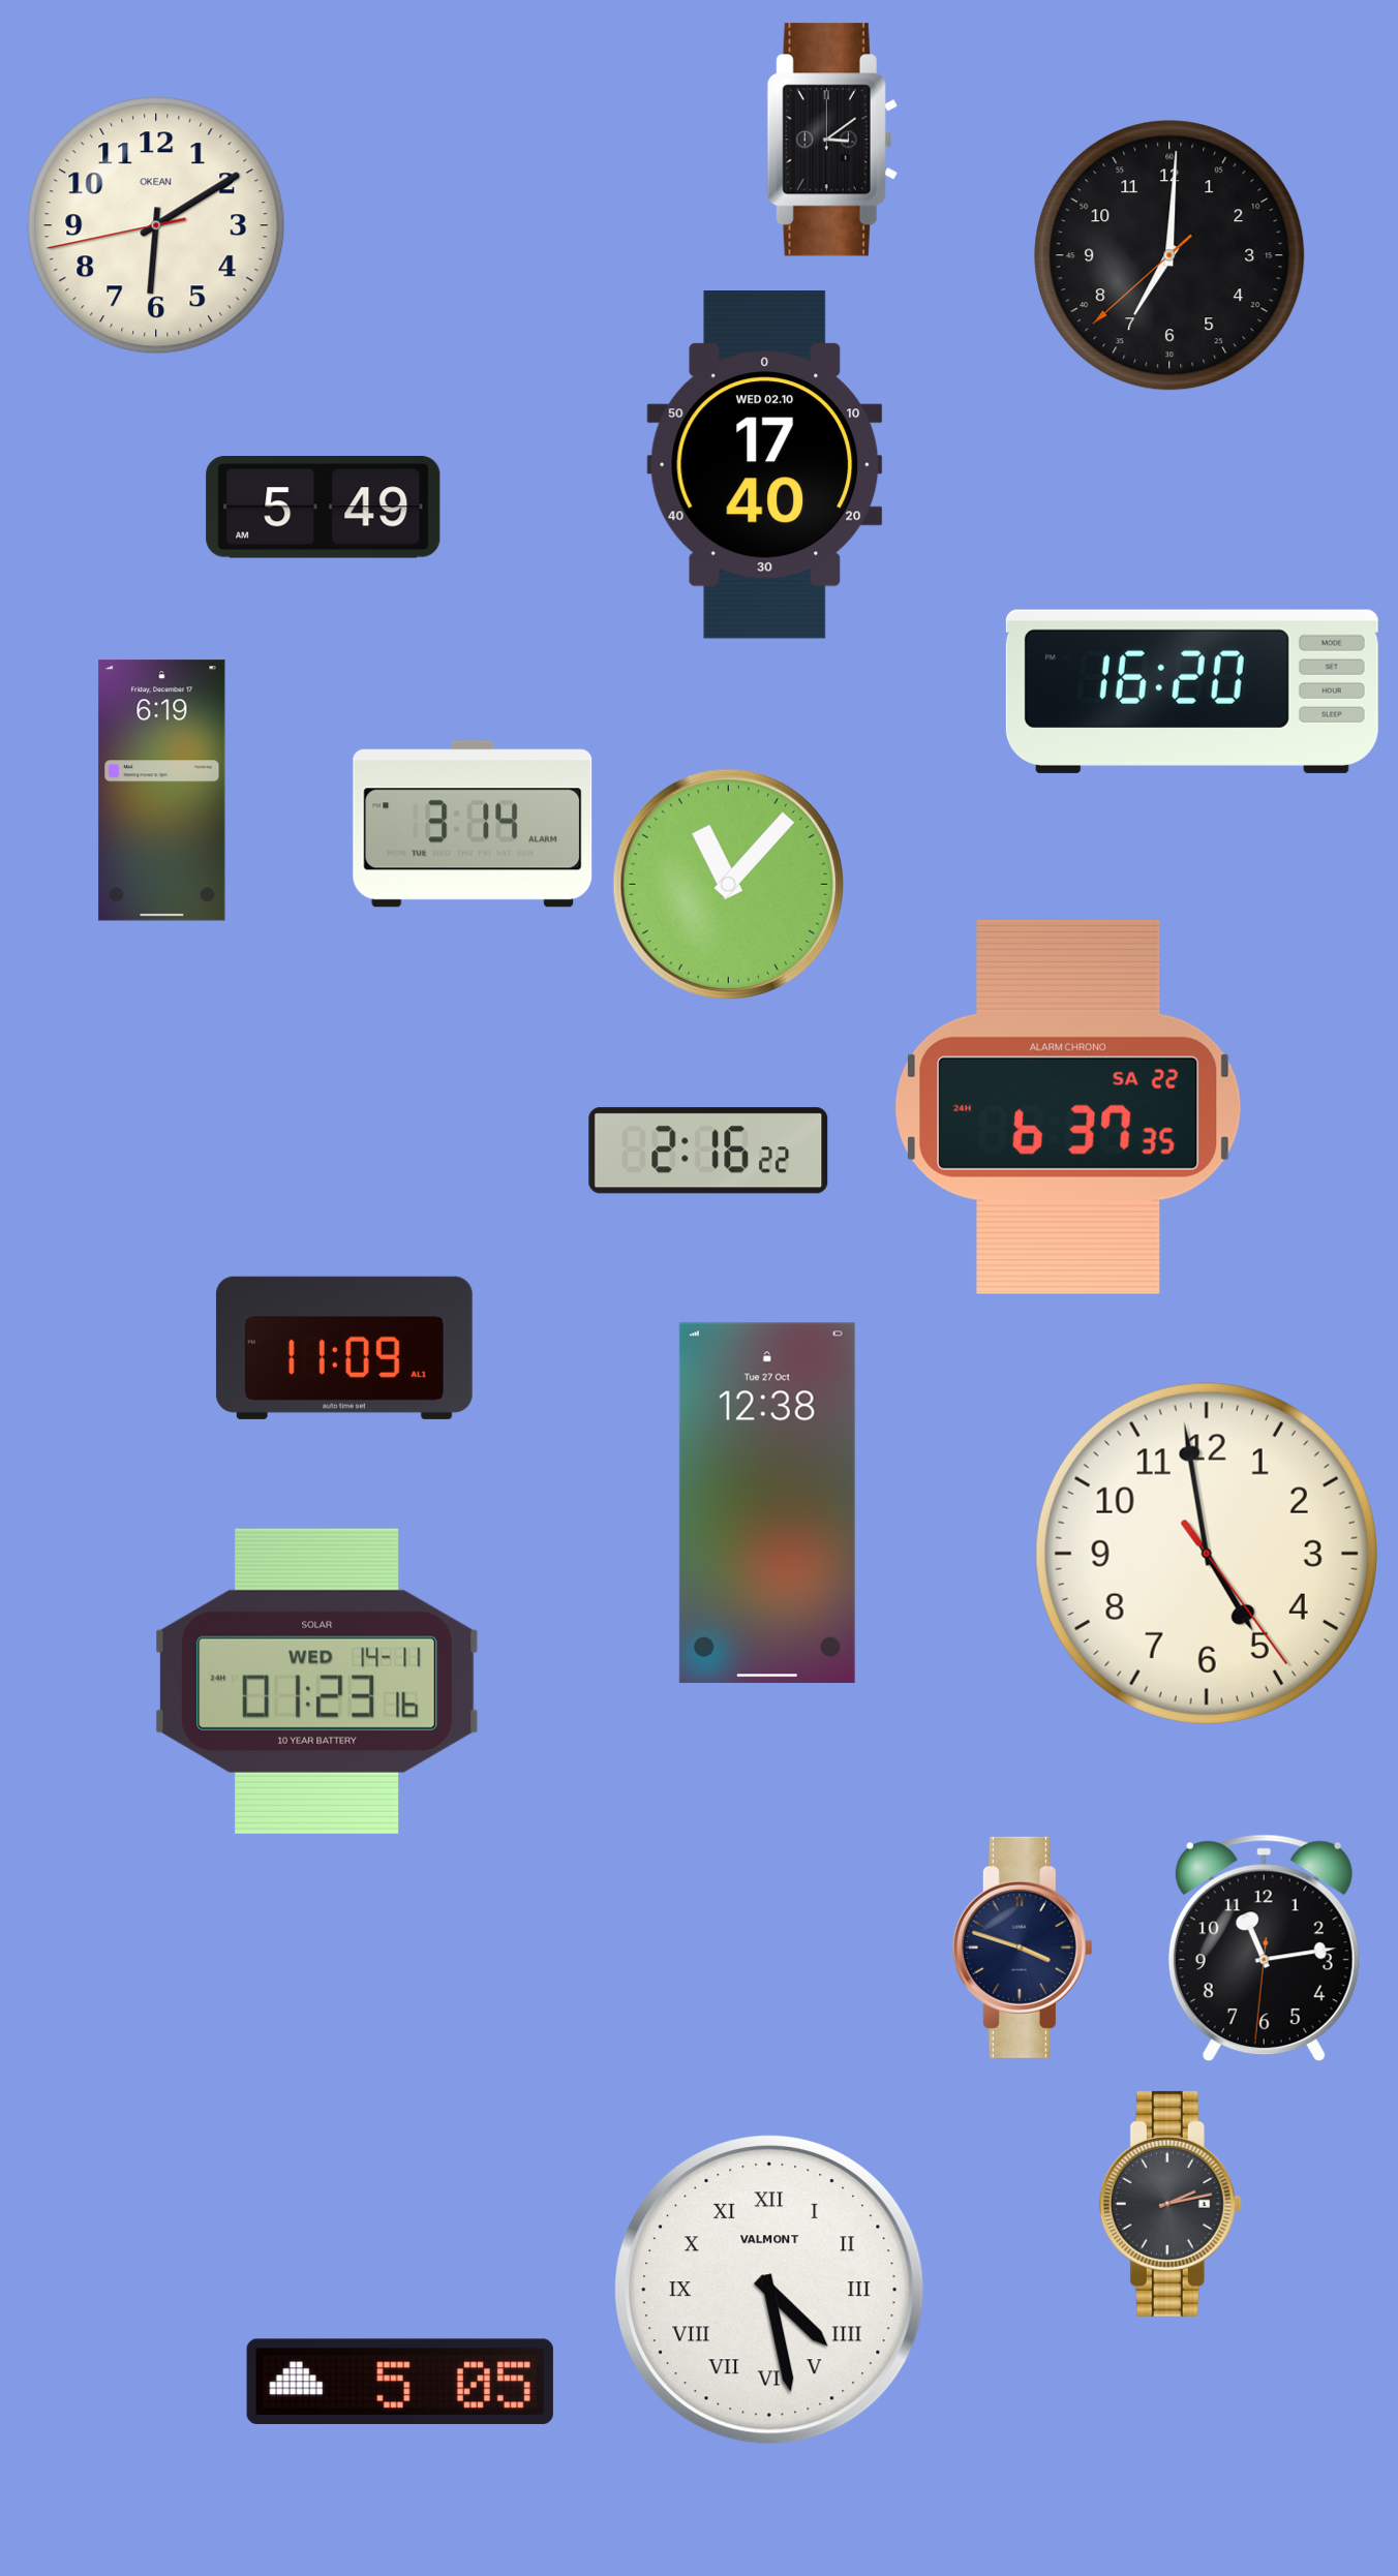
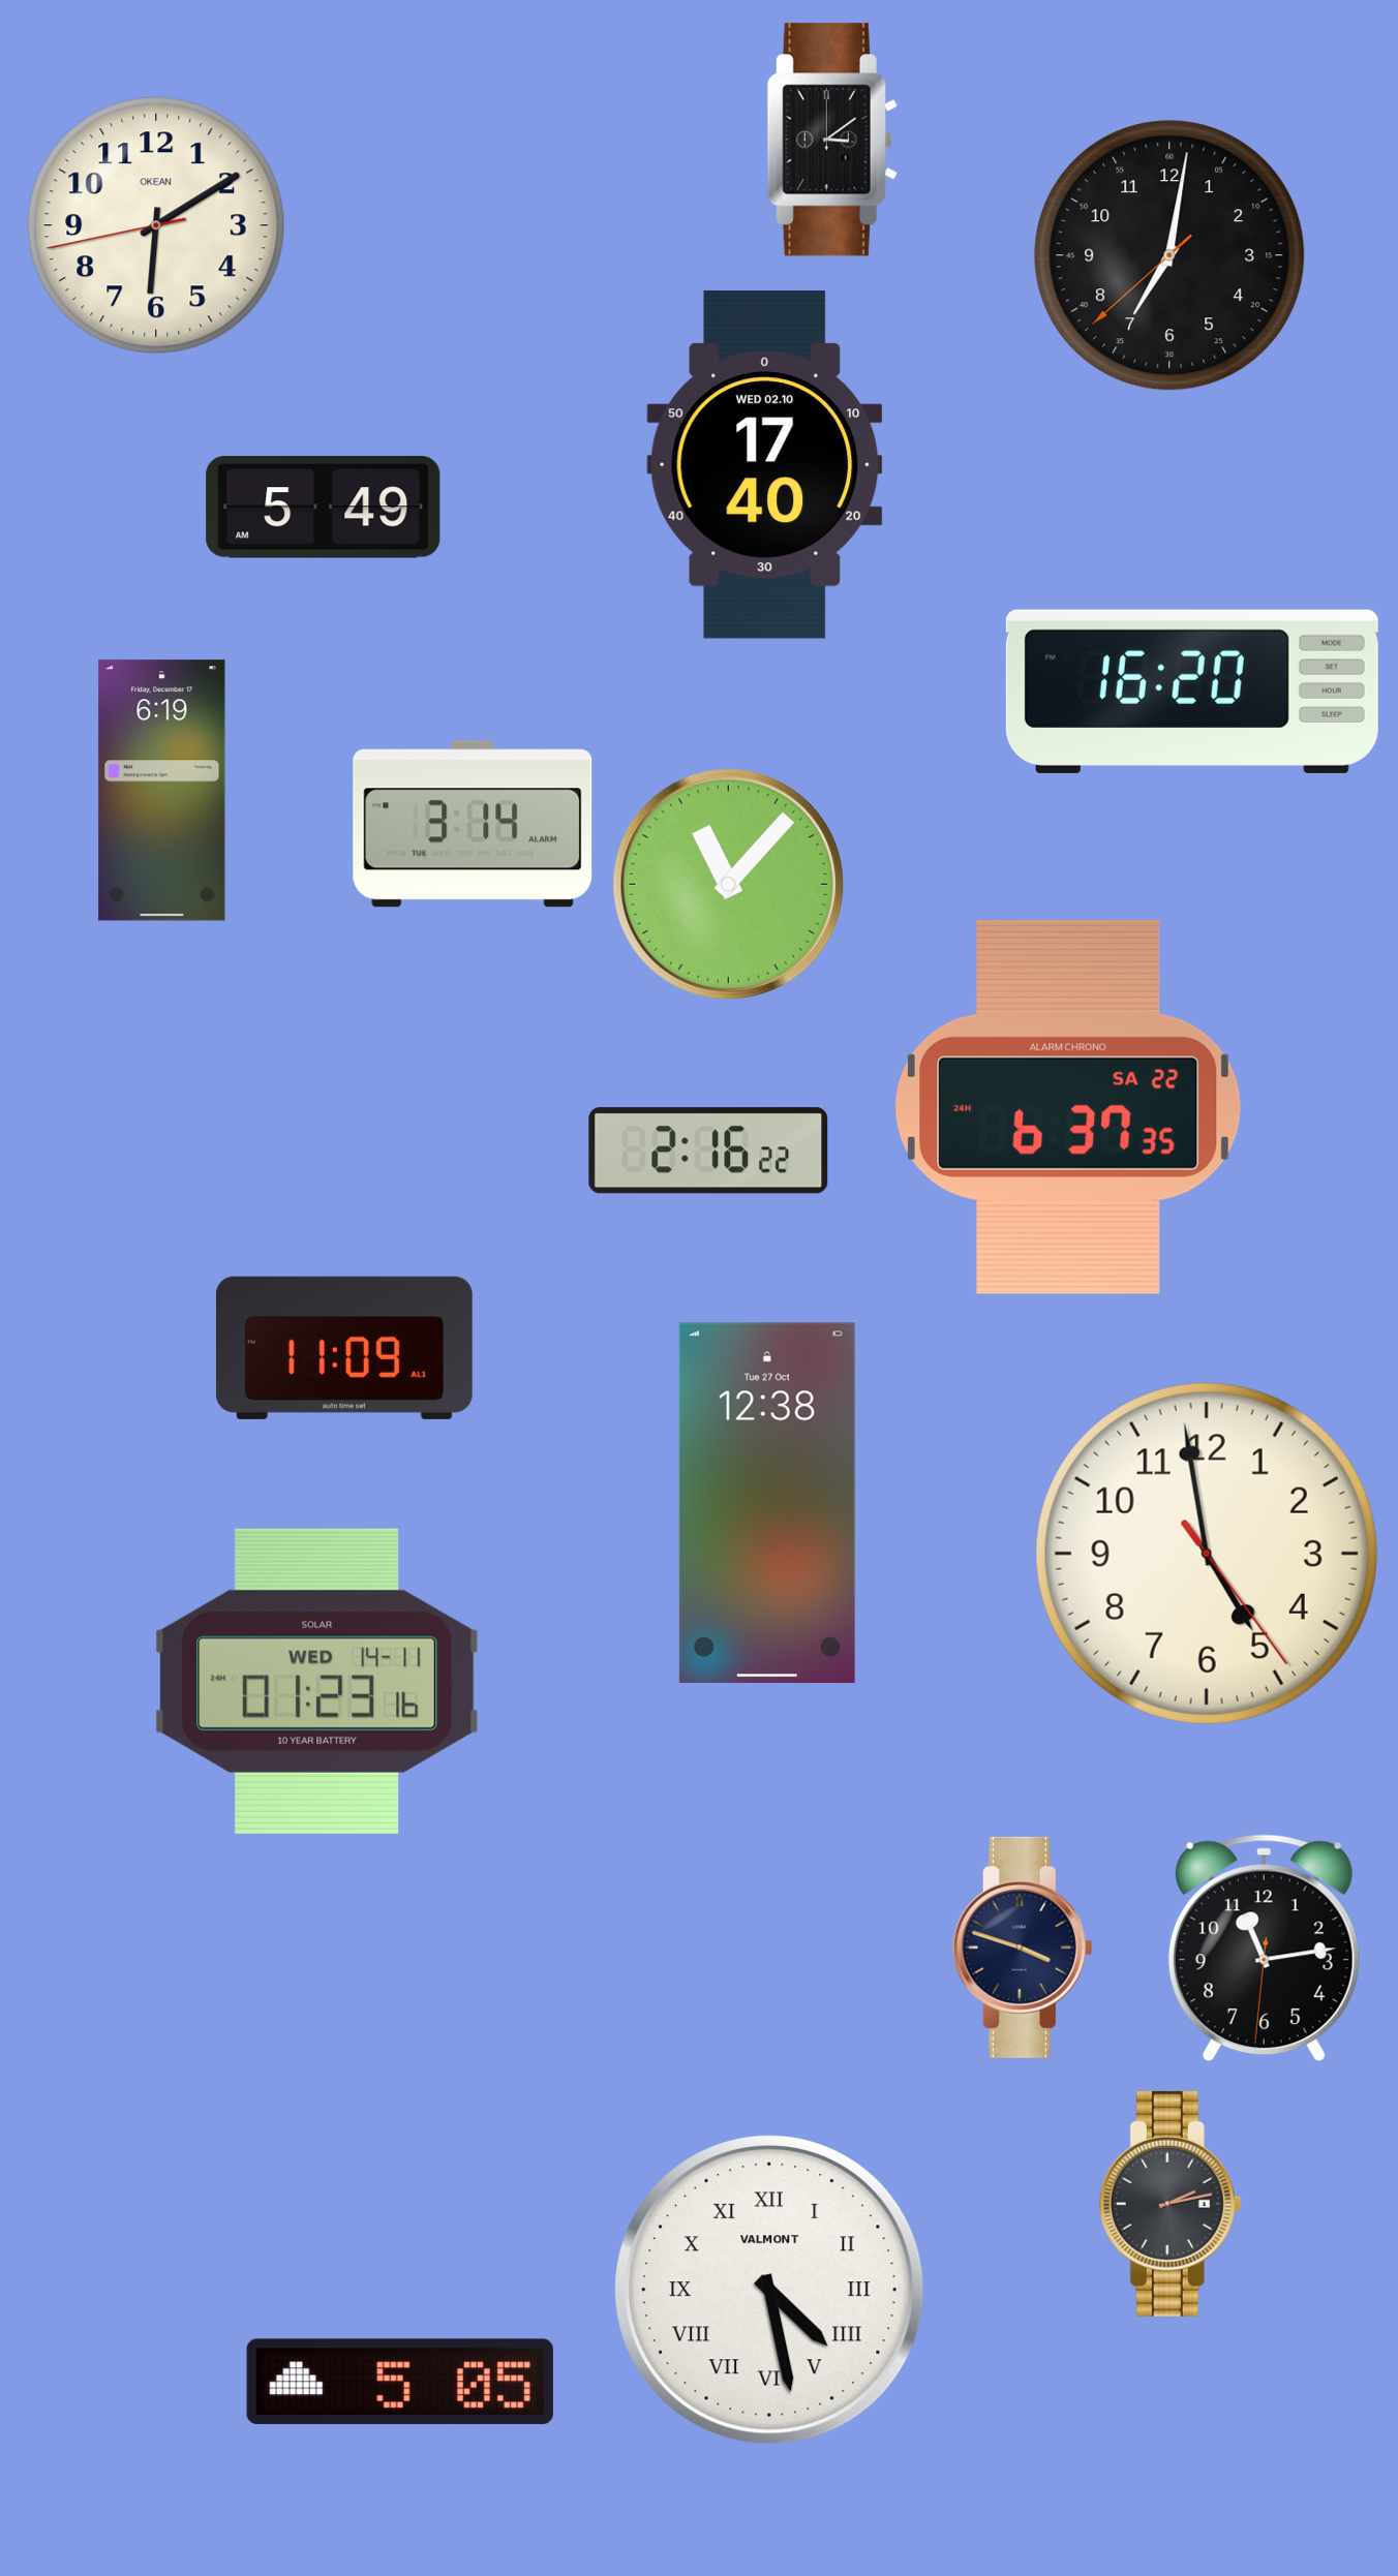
clock at (1169, 255): 7:00 -> 7:01
